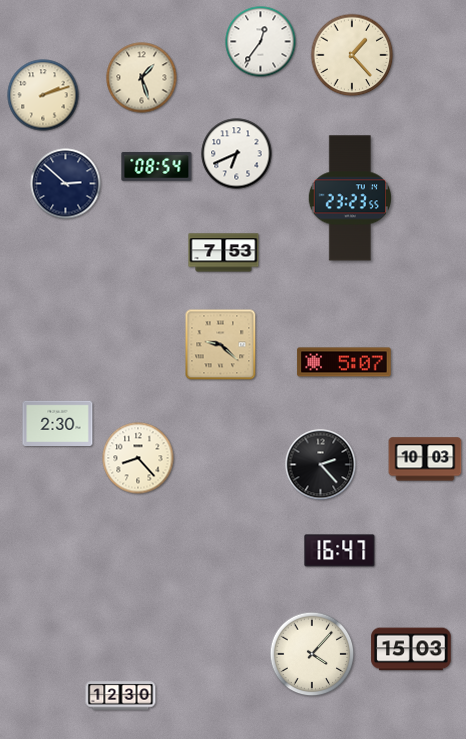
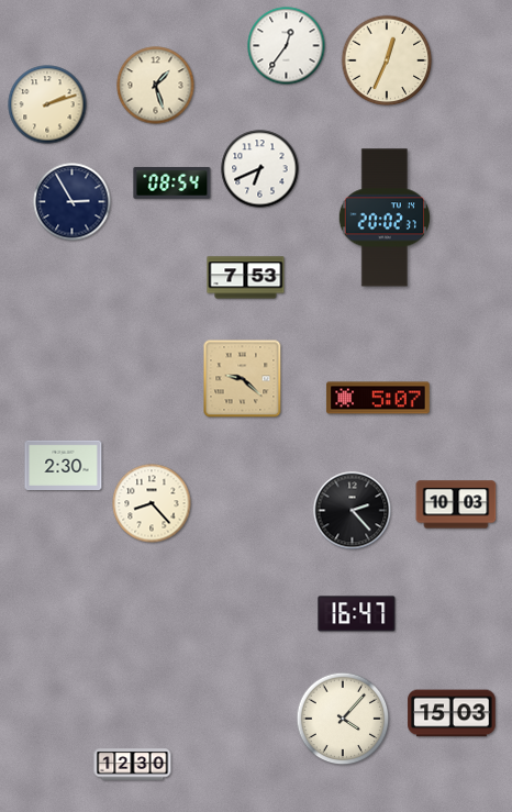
clock at (352, 55): 1:23 -> 12:34
clock at (66, 184): 2:52 -> 2:55
clock at (350, 198): 23:23 -> 20:02
clock at (425, 459) position: (425, 459) -> (456, 504)
clock at (340, 551) position: (340, 551) -> (357, 614)
